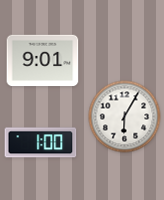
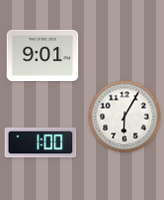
clock at (43, 61) position: (43, 61) -> (43, 56)
